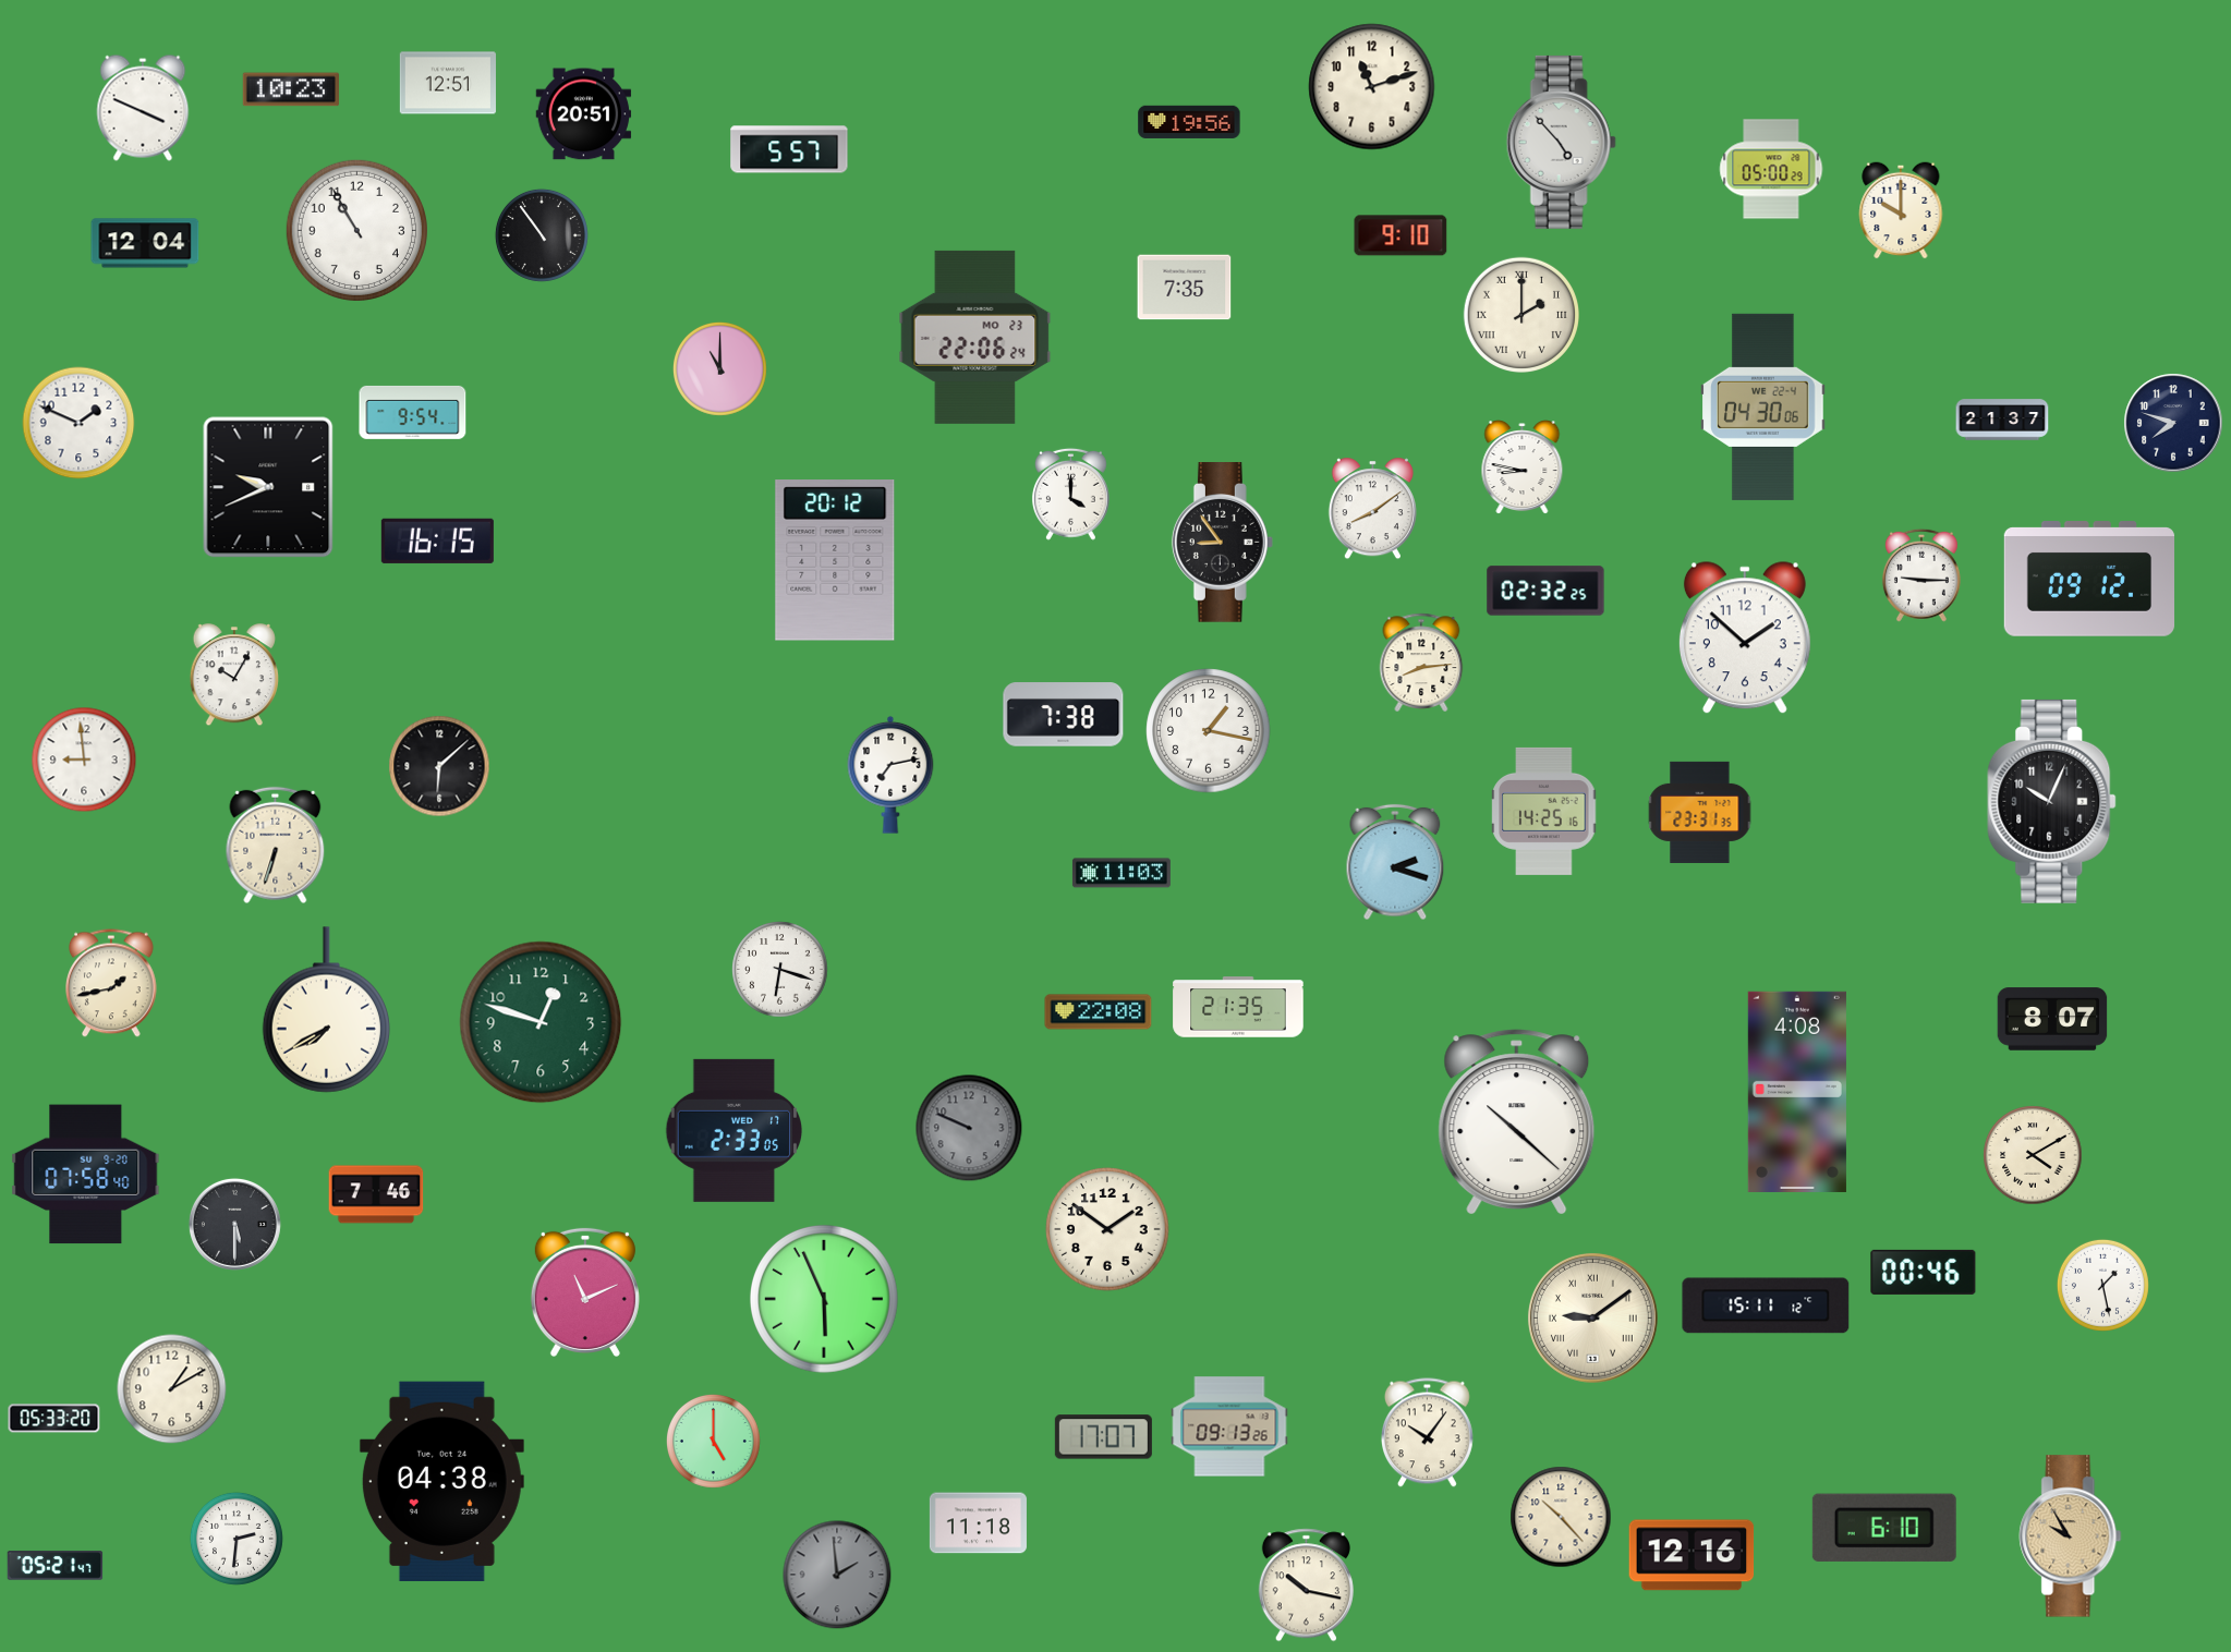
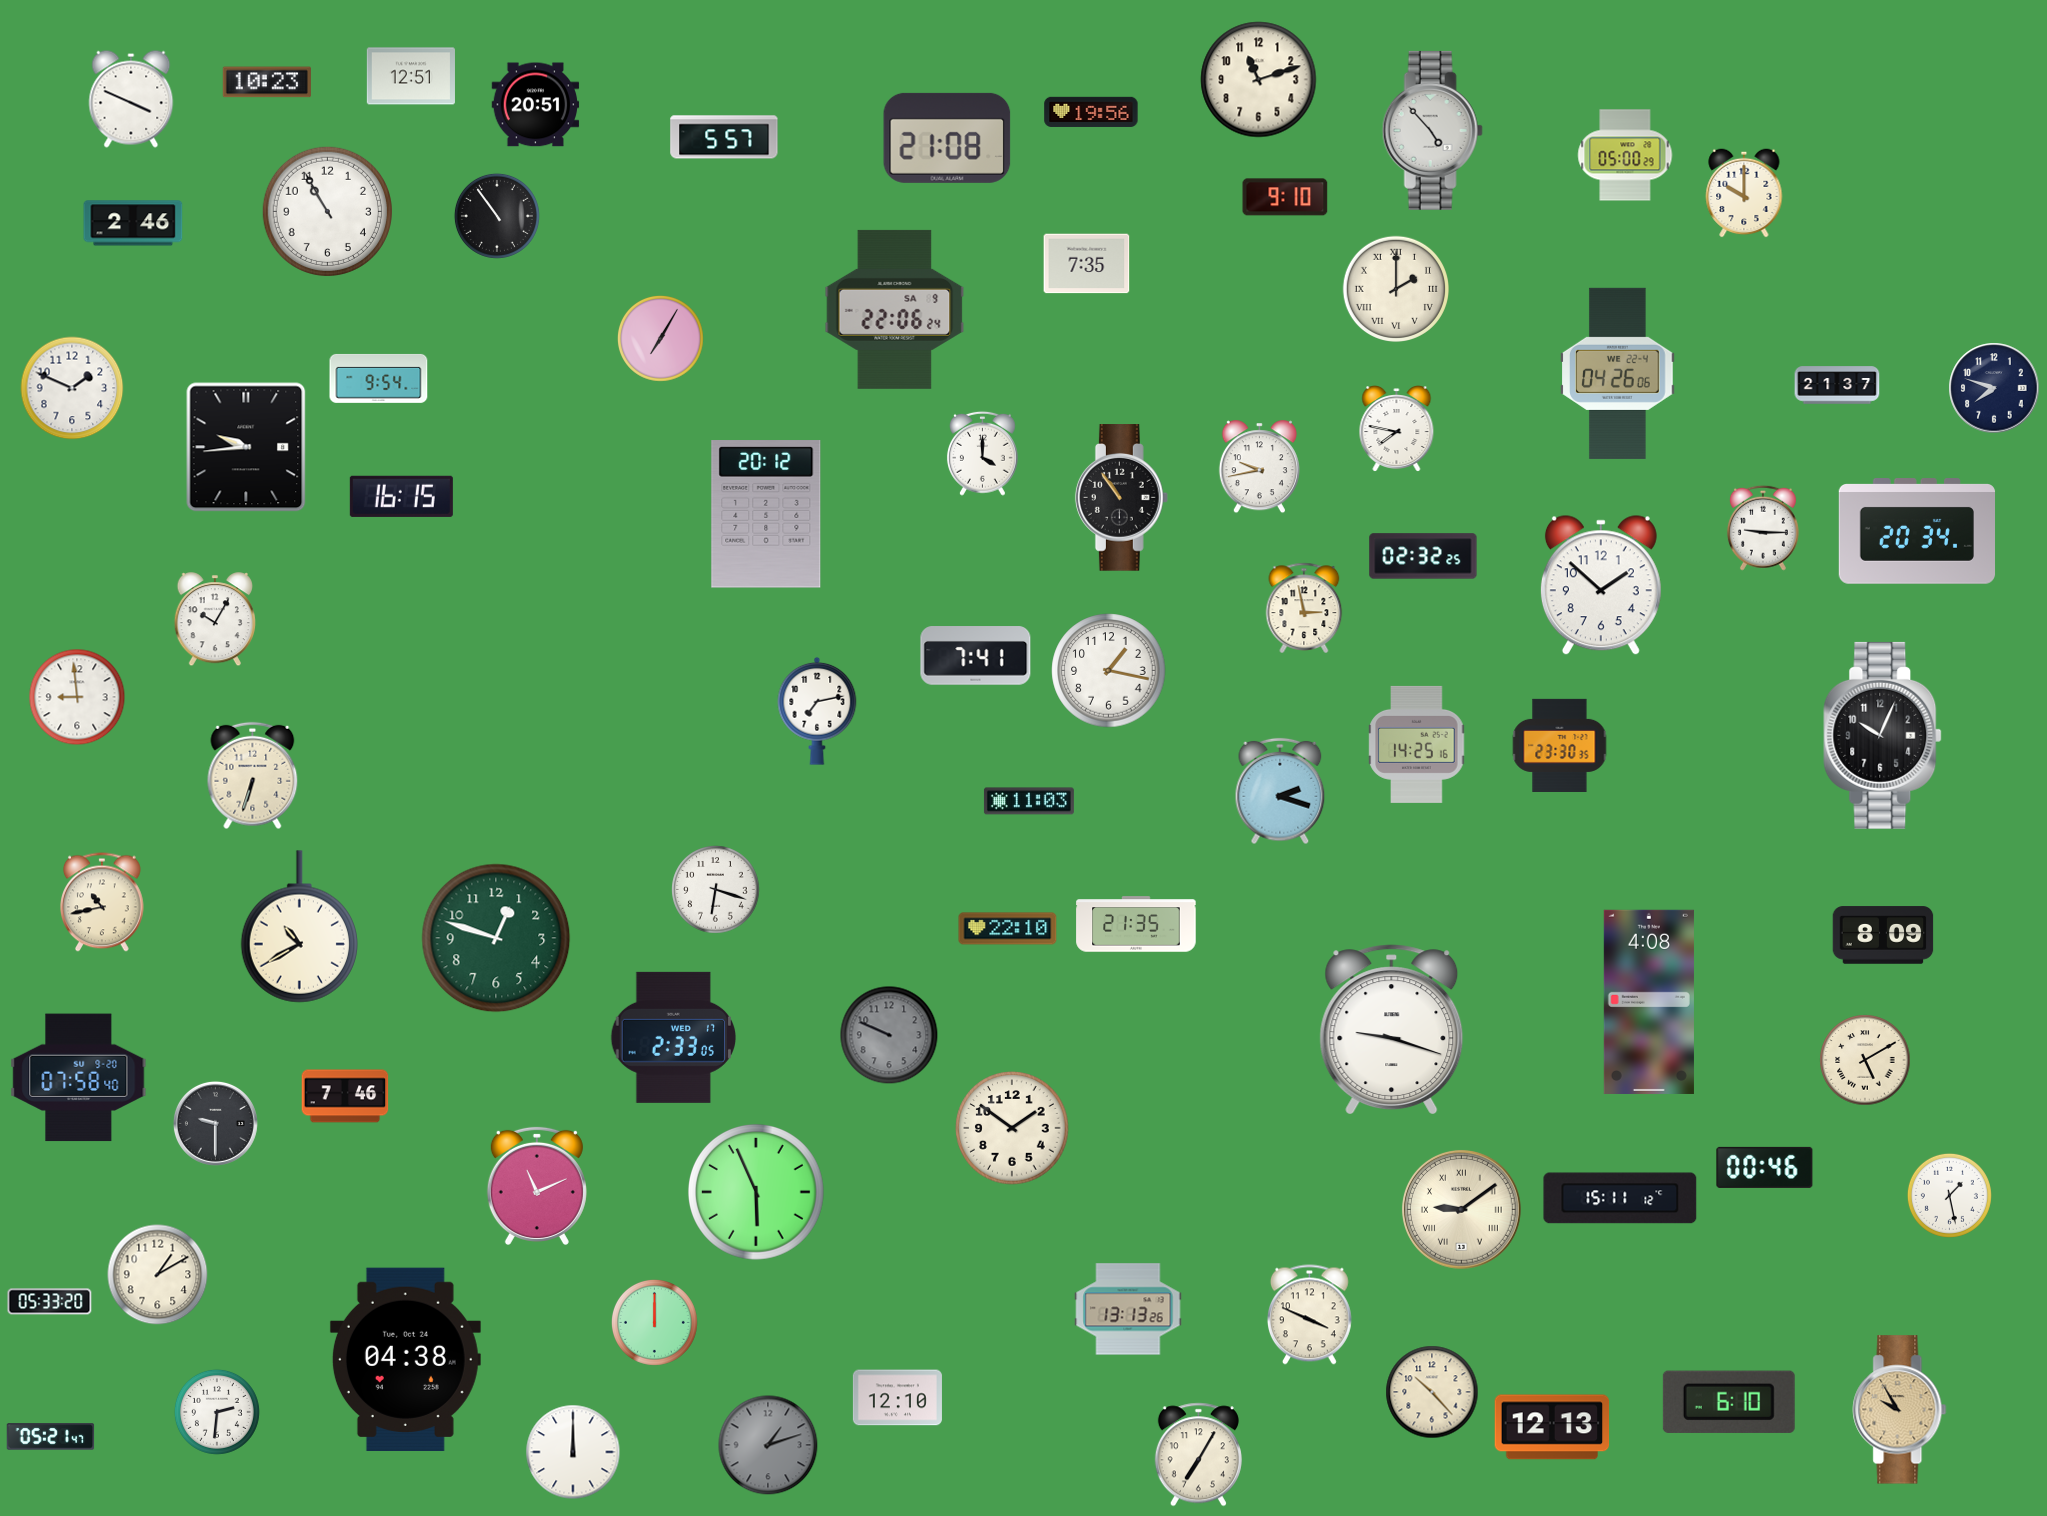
clock at (947, 138): none -> 21:08
clock at (1401, 235) position: (1401, 235) -> (1285, 197)
clock at (145, 243): 12:04 -> 2:46
clock at (975, 337) date: MO 23 -> SA 9
clock at (719, 368): 11:00 -> 7:05
clock at (1763, 406): 04:30 -> 04:26
clock at (1523, 467): 8:47 -> 7:47
clock at (268, 487): 9:41 -> 9:44
clock at (1372, 509): 8:09 -> 9:43
clock at (1222, 543): 8:54 -> 10:54
clock at (2089, 579): 09:12 -> 20:34
clock at (1545, 591) position: (1545, 591) -> (1423, 556)
clock at (1421, 663): 8:14 -> 2:58
clock at (1064, 715): 7:38 -> 7:41
clock at (439, 766): 6:08 -> none
clock at (1700, 812): 23:31 -> 23:30
clock at (112, 983): 1:43 -> 10:43
clock at (326, 1010): 7:40 -> 10:40
clock at (1099, 1012): 22:08 -> 22:10
clock at (2052, 1019): 8:07 -> 8:09
clock at (1517, 1122): 10:22 -> 9:18
clock at (2033, 1155): 4:10 -> 5:10
clock at (234, 1224): 5:30 -> 9:30
clock at (1107, 1229) position: (1107, 1229) -> (1012, 1128)
clock at (2102, 1285) position: (2102, 1285) -> (1949, 1195)
clock at (1229, 1426): 09:13 -> 13:13
clock at (1427, 1433): 10:06 -> 3:49
clock at (1103, 1437): 17:07 -> none
clock at (713, 1441): 5:00 -> 12:00
clock at (978, 1523): 11:18 -> 12:10
clock at (1692, 1555): 12:16 -> 12:13
clock at (837, 1575): 1:59 -> 1:12
clock at (573, 1452): none -> 12:00
clock at (1306, 1586): 10:17 -> 7:05
